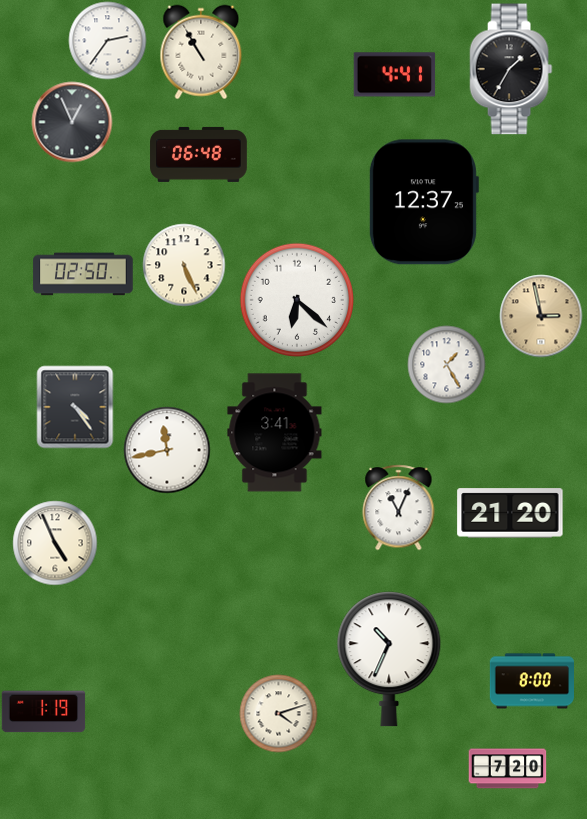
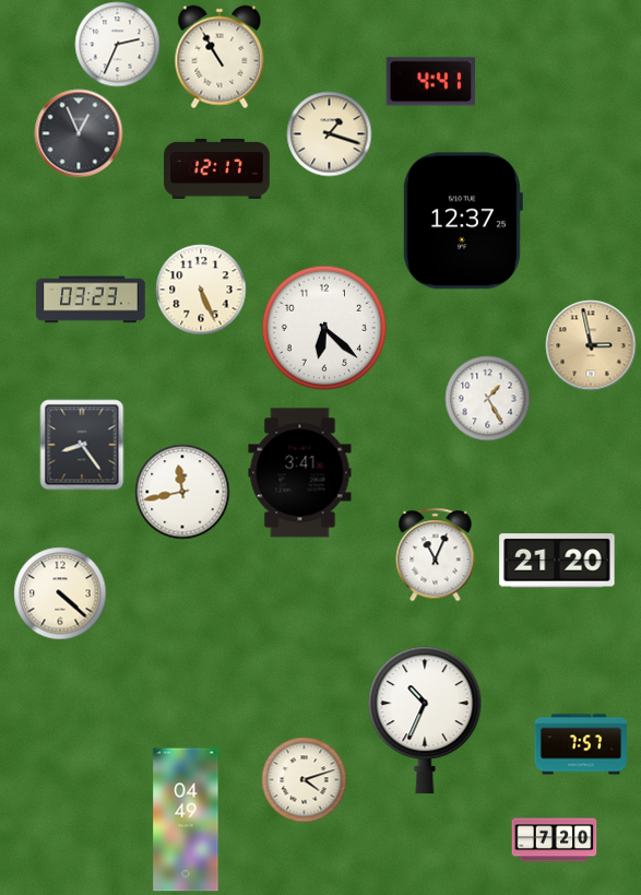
clock at (107, 40): 2:36 -> 2:34
clock at (511, 69): 1:35 -> none
clock at (329, 133): none -> 1:18
clock at (199, 154): 06:48 -> 12:17
clock at (83, 274): 02:50 -> 03:23
clock at (75, 407): 4:24 -> 8:24
clock at (55, 543): 4:56 -> 4:22
clock at (531, 681): 8:00 -> 7:57
clock at (43, 712): 1:19 -> none
clock at (186, 820): none -> 04:49
